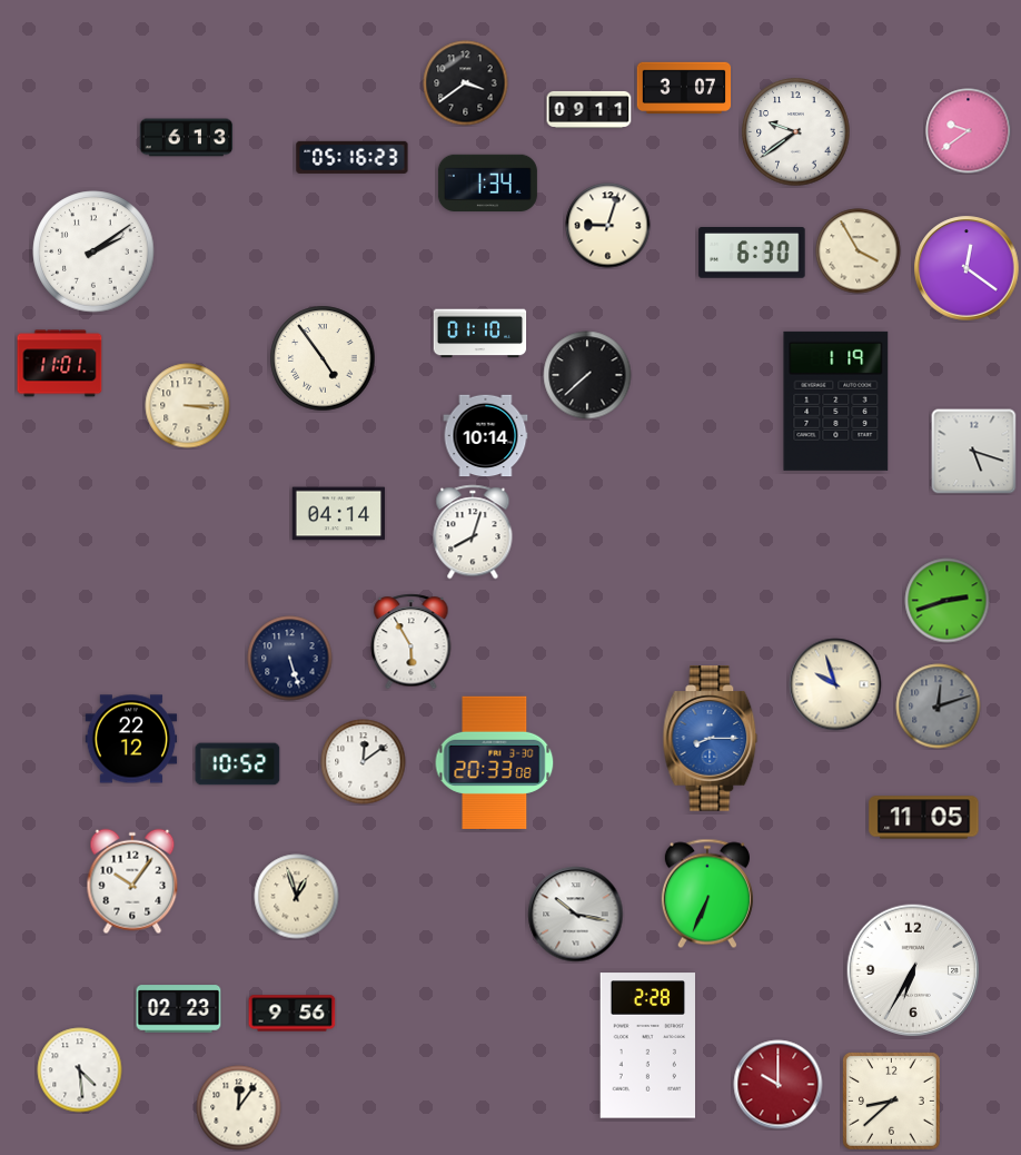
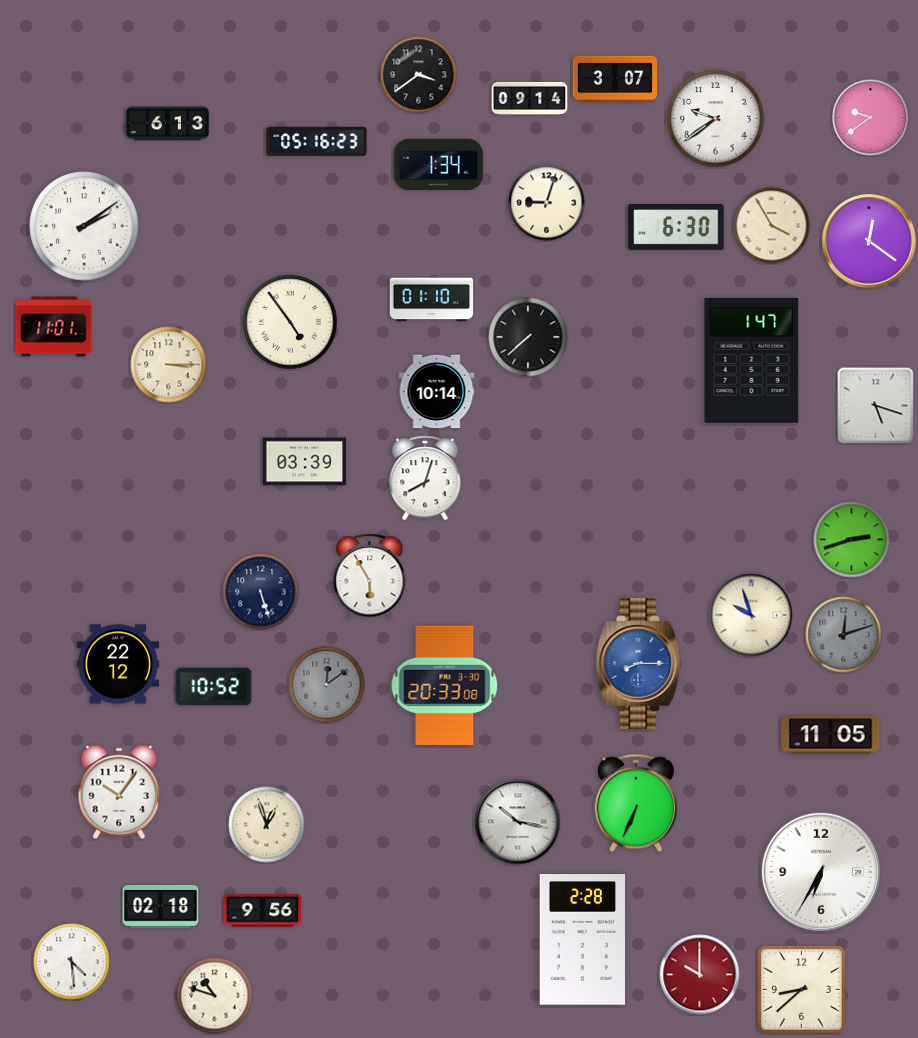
clock at (589, 109): 09:11 -> 09:14
clock at (836, 401): 1:19 -> 1:47
clock at (339, 514): 04:14 -> 03:39
clock at (364, 762) dial: white -> grey
clock at (297, 897) position: (297, 897) -> (267, 825)
clock at (179, 1009): 02:23 -> 02:18
clock at (239, 1108): 12:06 -> 10:48
